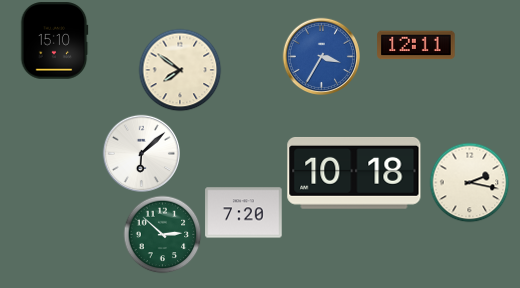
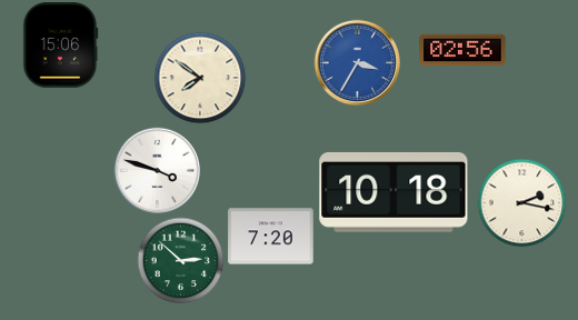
clock at (54, 41): 15:10 -> 15:06
clock at (416, 45): 12:11 -> 02:56
clock at (141, 153): 6:08 -> 3:48
